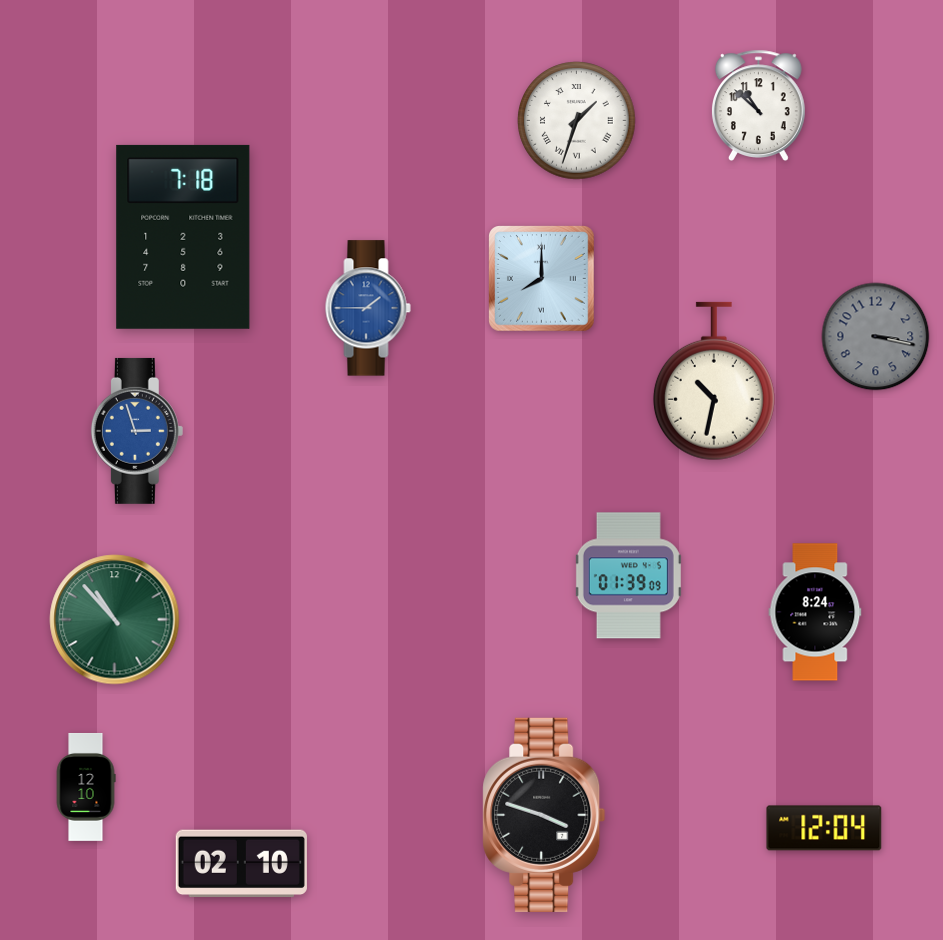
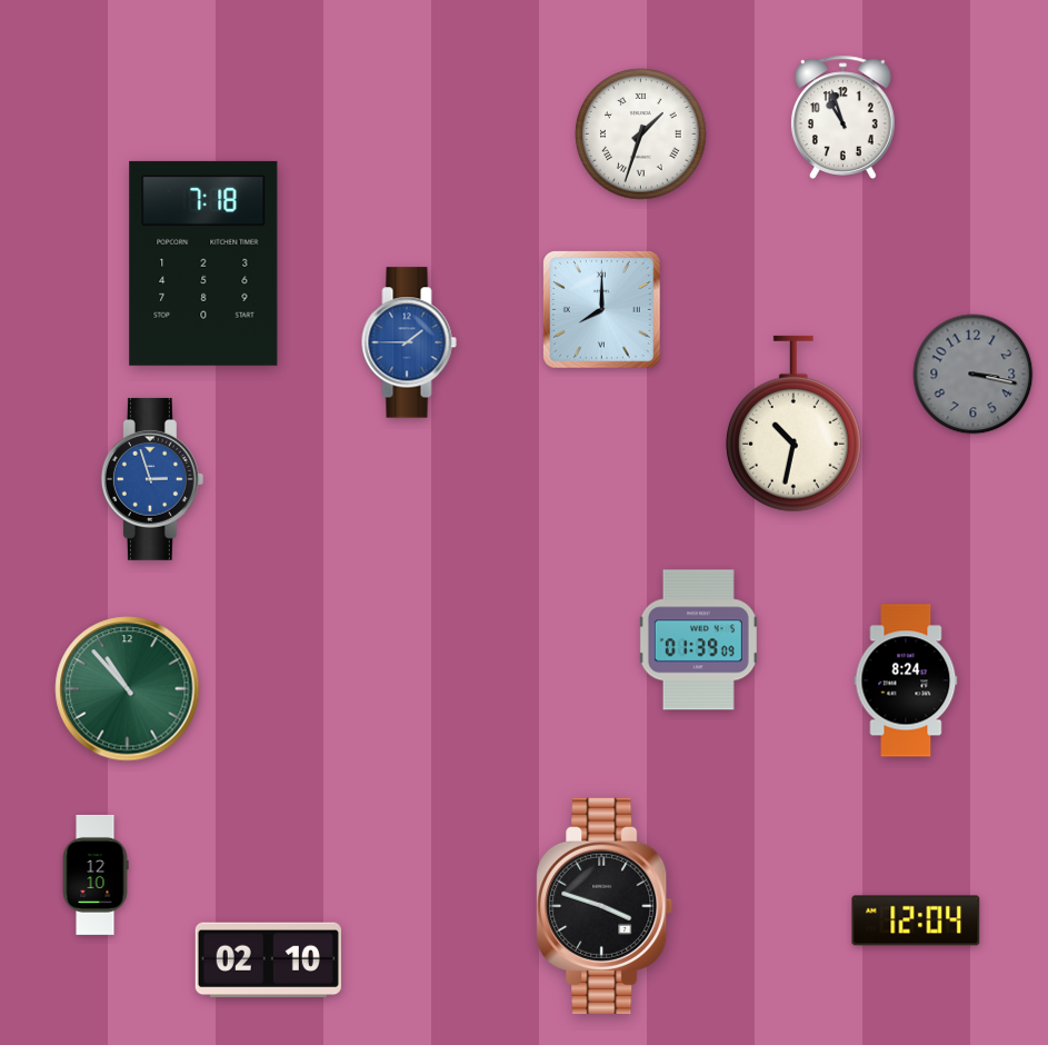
clock at (758, 105): 10:52 -> 10:57
